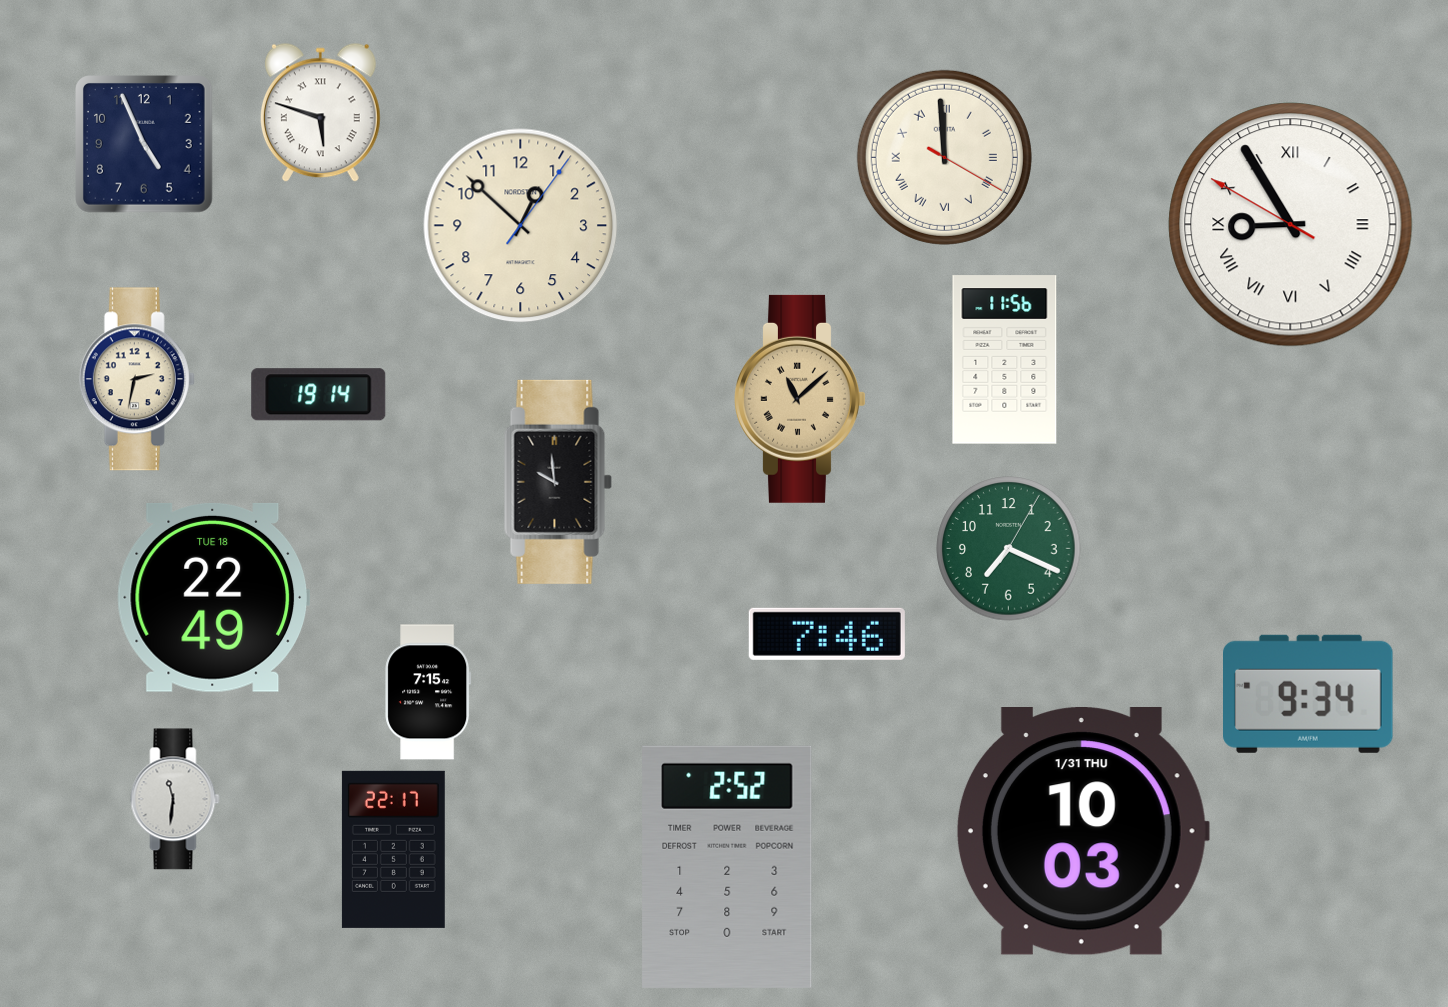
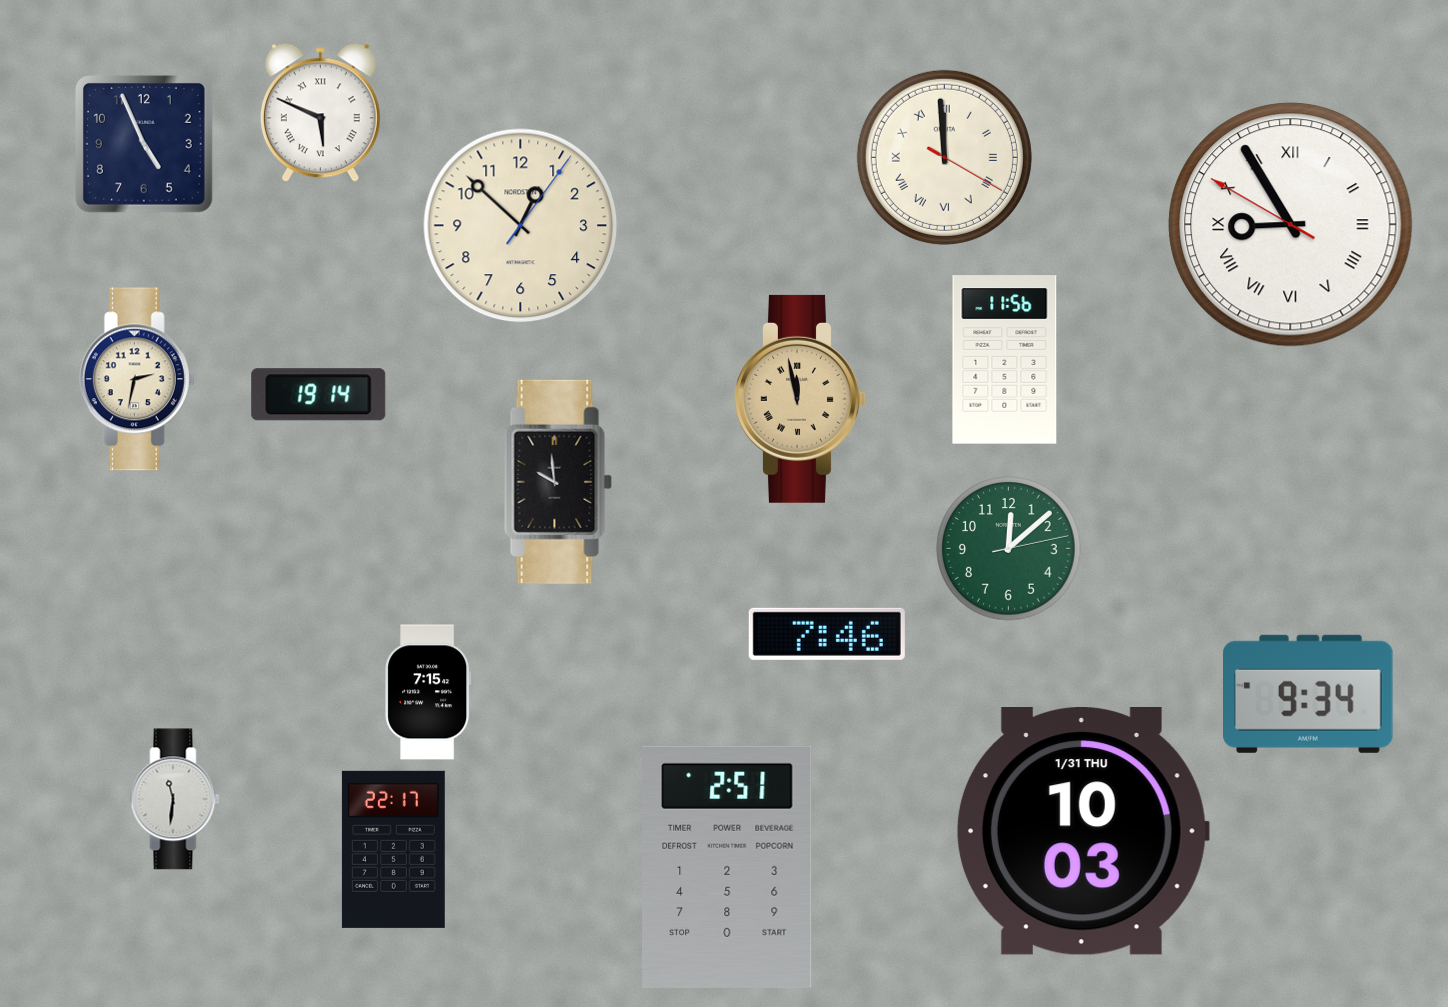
clock at (320, 113): 5:48 -> 5:49
clock at (801, 399): 11:08 -> 11:58
clock at (1009, 549): 7:19 -> 12:08
clock at (213, 597): 22:49 -> none
clock at (727, 867): 2:52 -> 2:51
